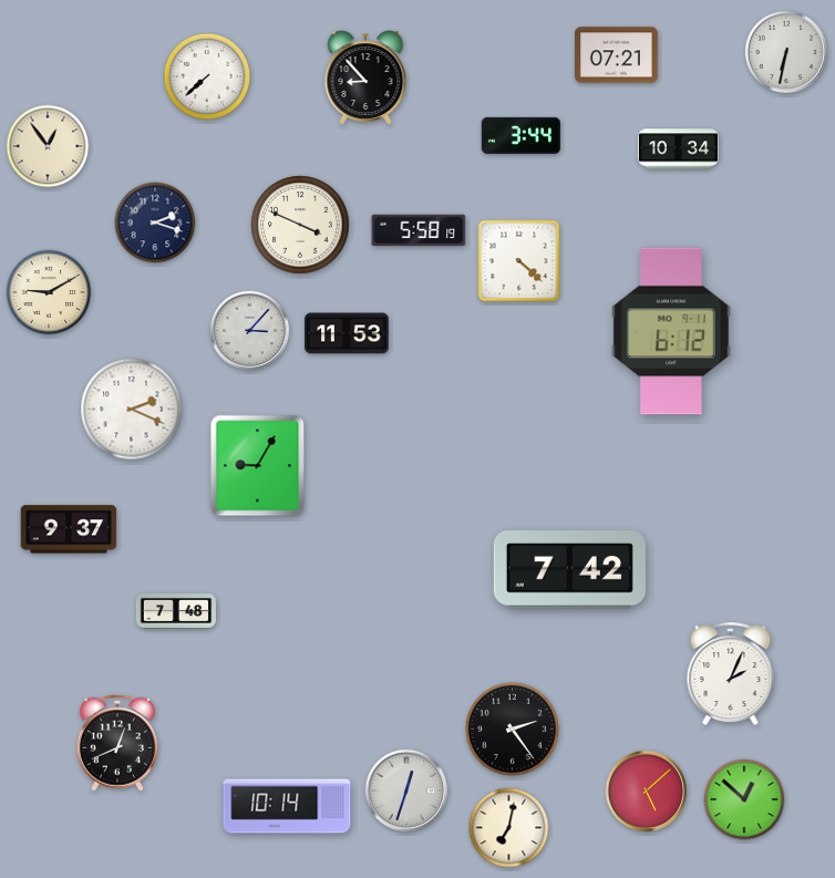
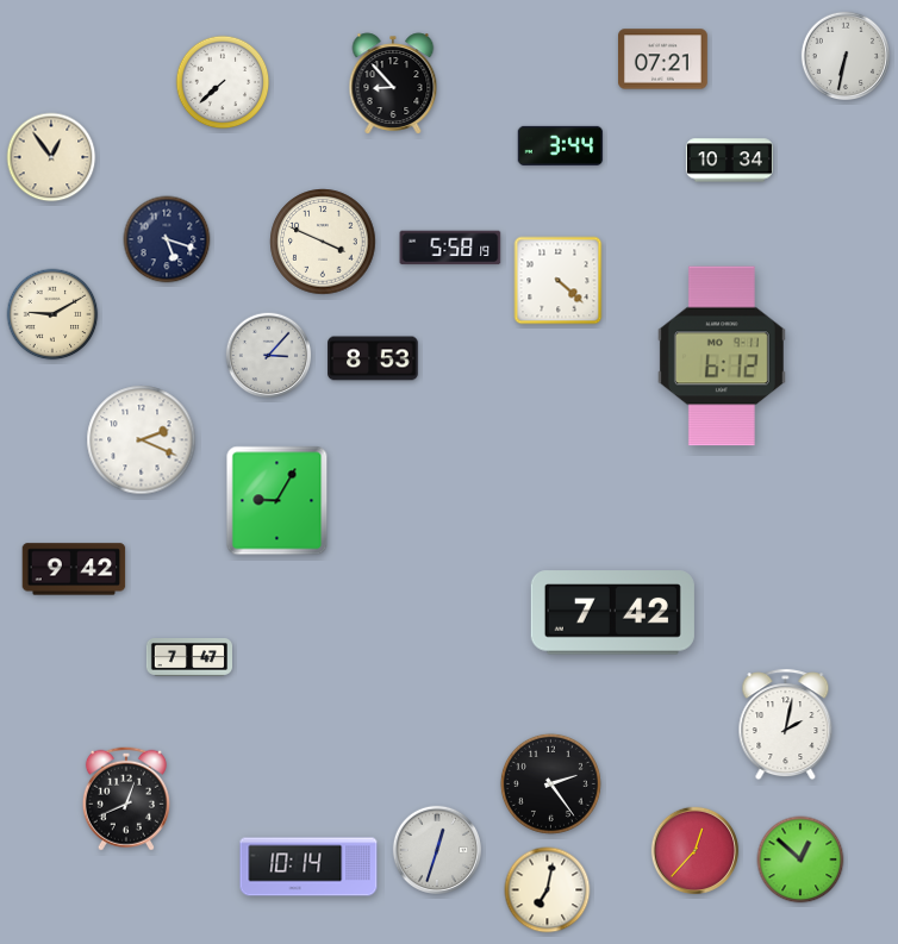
clock at (155, 223): 2:18 -> 5:18
clock at (347, 333): 11:53 -> 8:53
clock at (69, 529): 9:37 -> 9:42
clock at (175, 612): 7:48 -> 7:47
clock at (731, 674): 2:04 -> 2:02
clock at (647, 792): 5:08 -> 12:37
